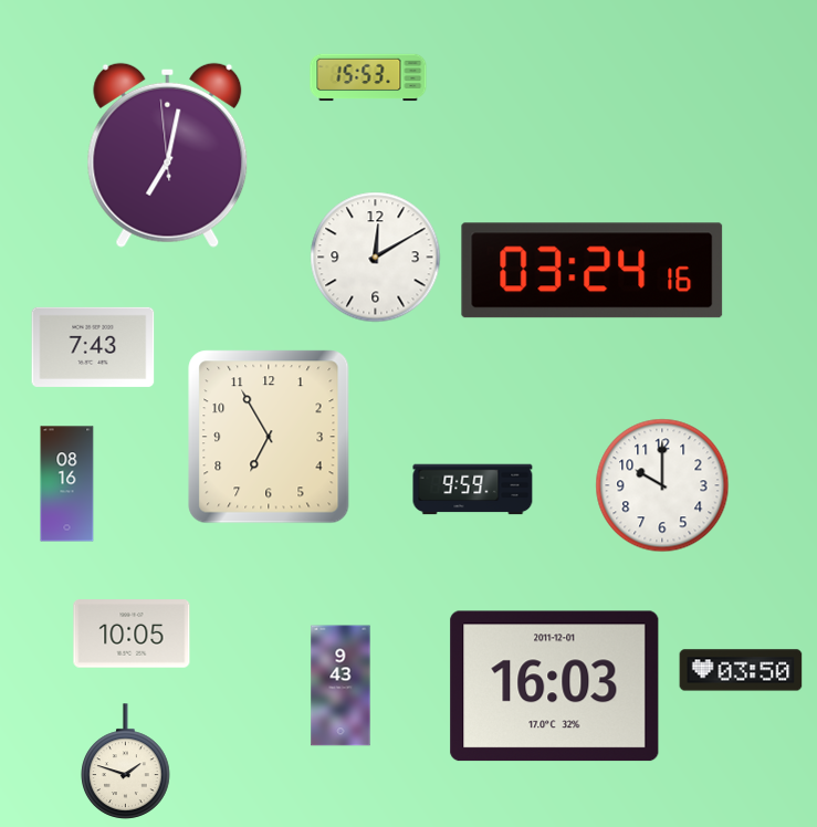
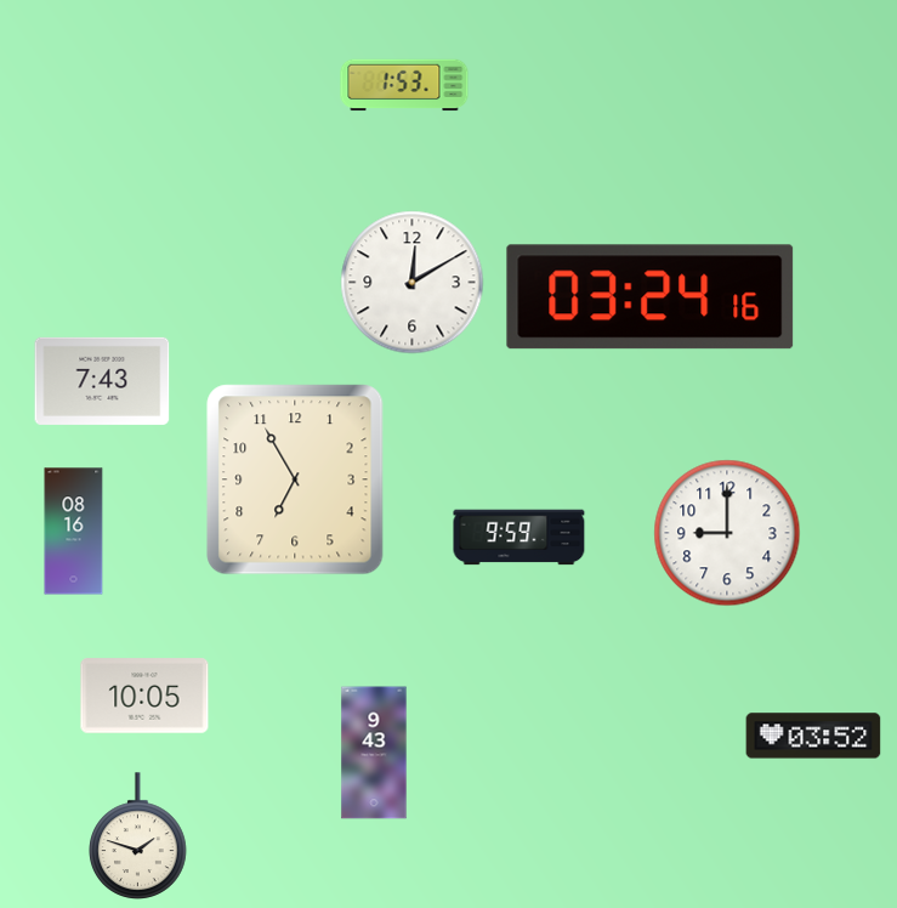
clock at (368, 77): 15:53 -> 1:53
clock at (168, 155): 7:01 -> none
clock at (662, 485): 10:00 -> 9:00
clock at (741, 670): 03:50 -> 03:52
clock at (555, 687): 16:03 -> none
